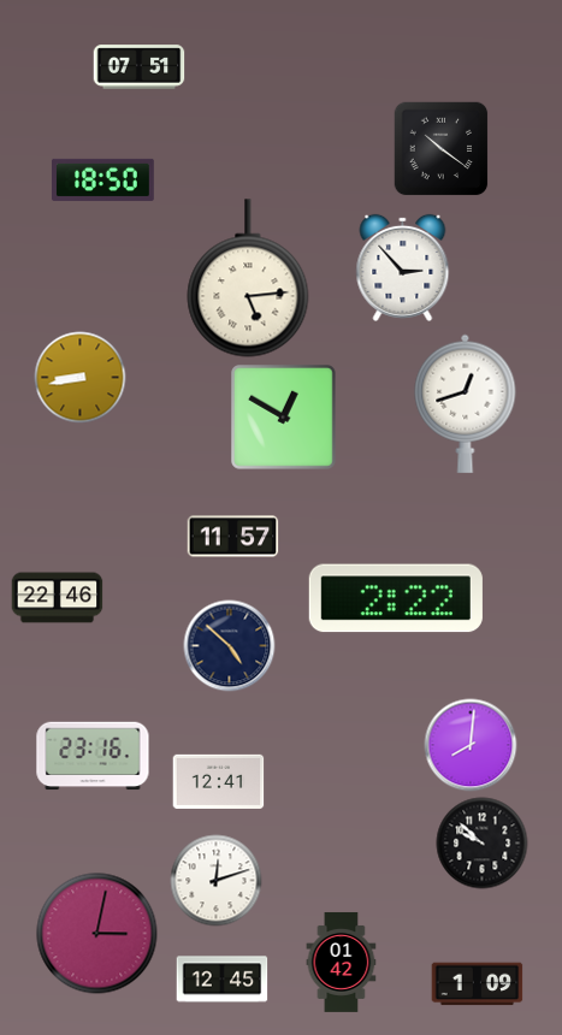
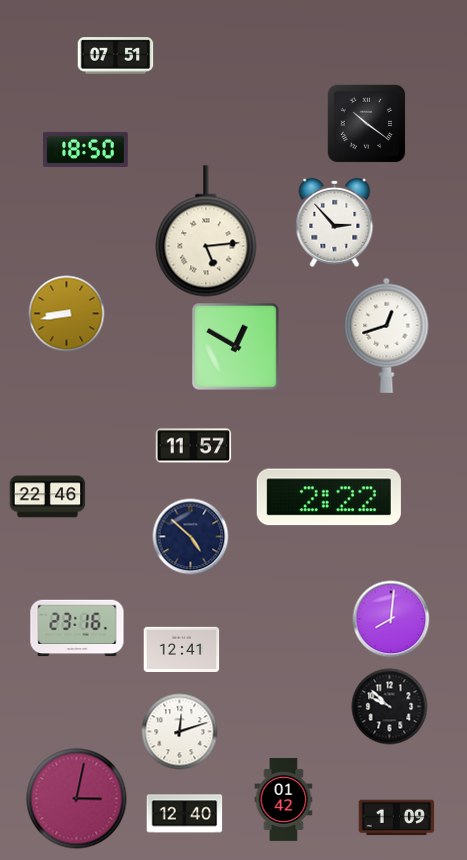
clock at (483, 844) position: (483, 844) -> (390, 707)
clock at (97, 934) position: (97, 934) -> (77, 799)
clock at (223, 980): 12:45 -> 12:40
